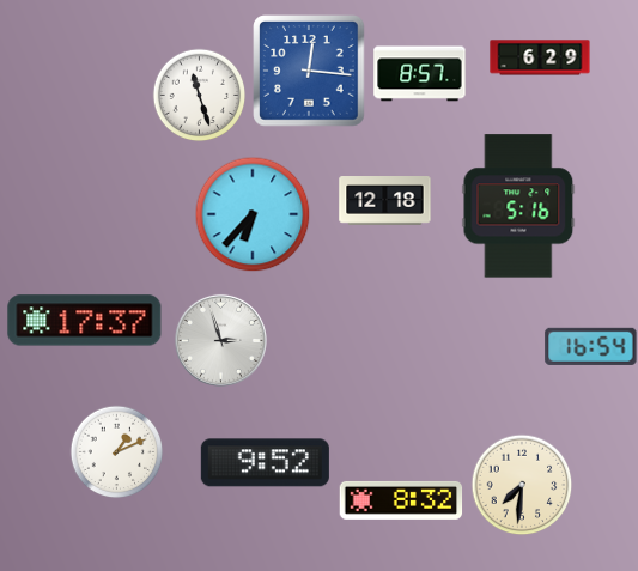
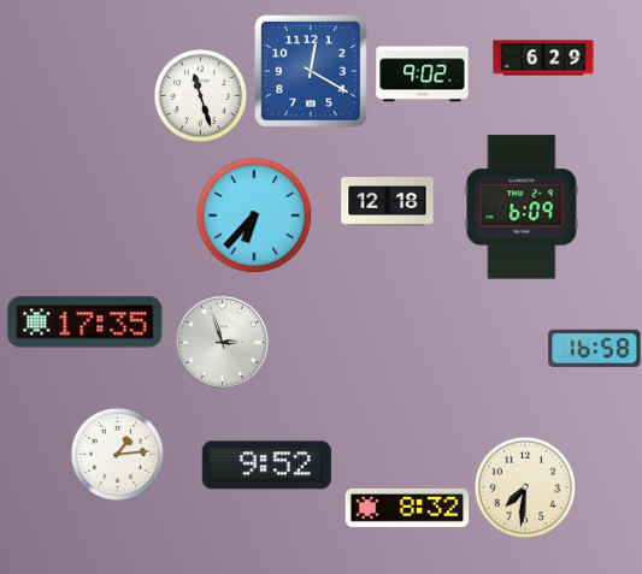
clock at (309, 71): 12:16 -> 12:20
clock at (420, 74): 8:57 -> 9:02
clock at (518, 206): 5:16 -> 6:09
clock at (85, 321): 17:37 -> 17:35
clock at (591, 346): 16:54 -> 16:58
clock at (116, 451): 1:11 -> 1:14
clock at (401, 500) position: (401, 500) -> (407, 508)
